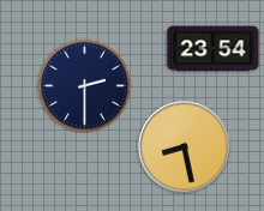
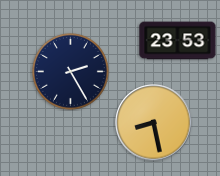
clock at (214, 49): 23:54 -> 23:53
clock at (84, 85): 2:30 -> 2:25
